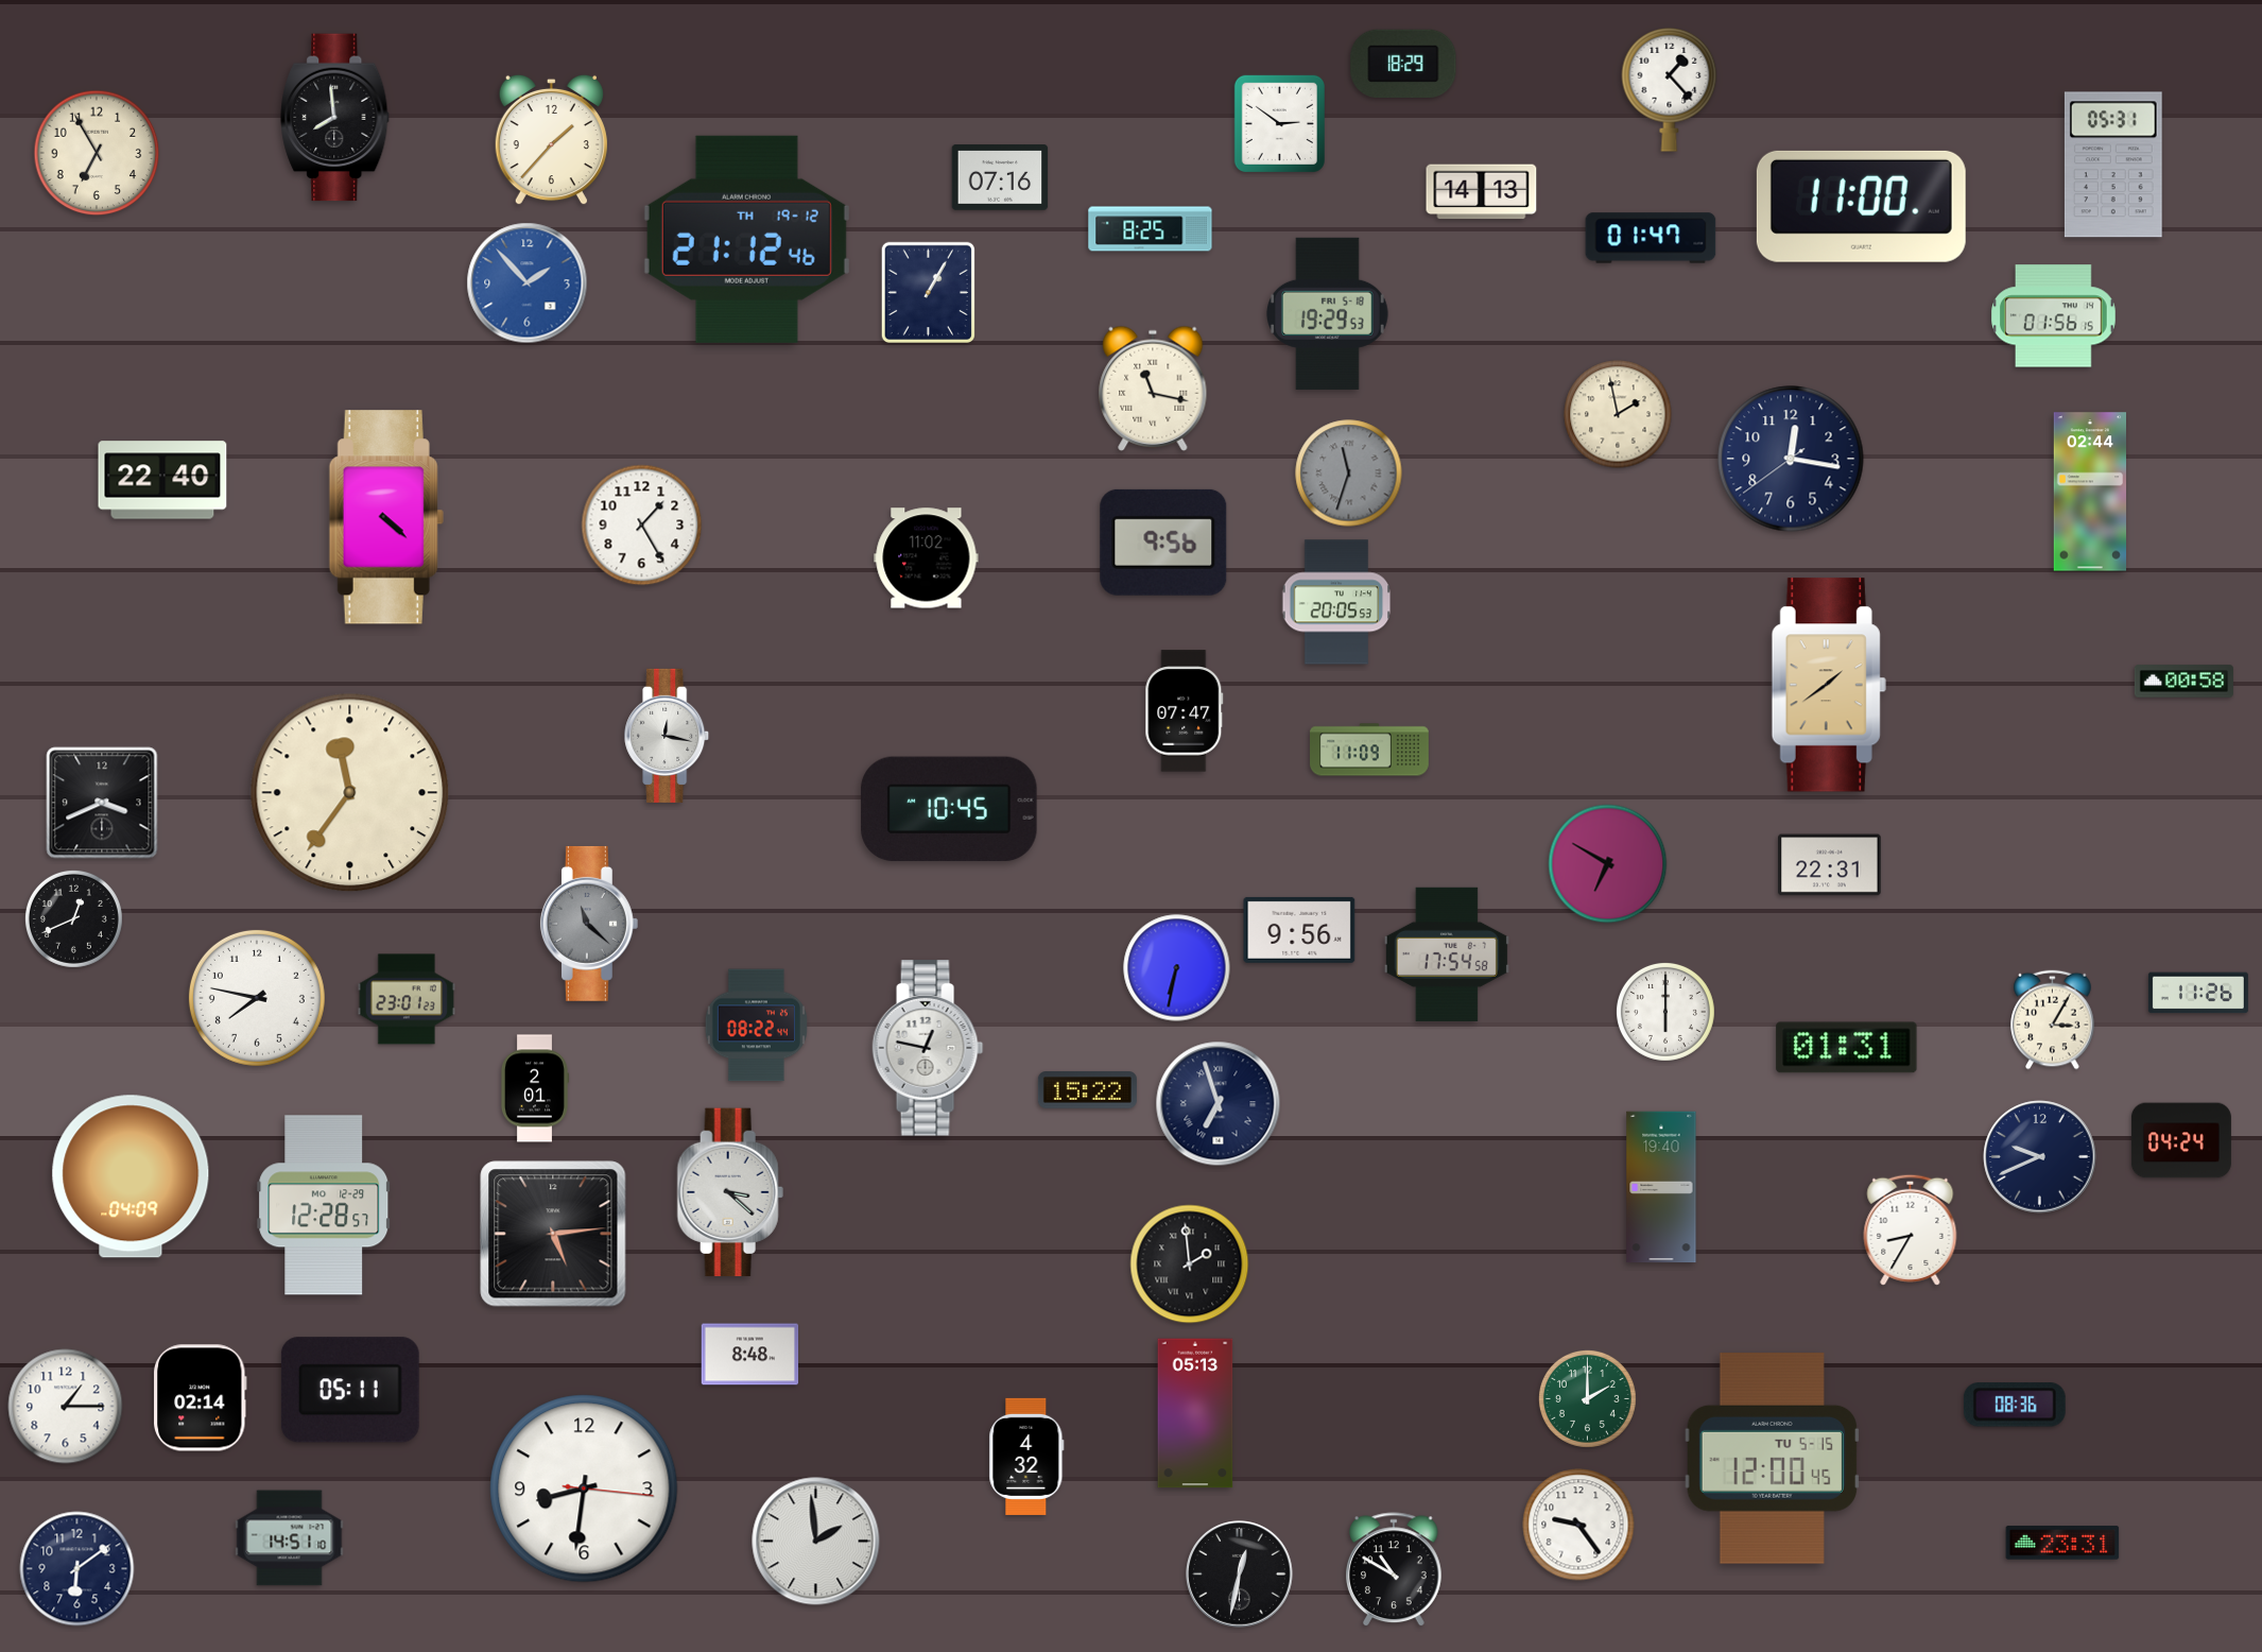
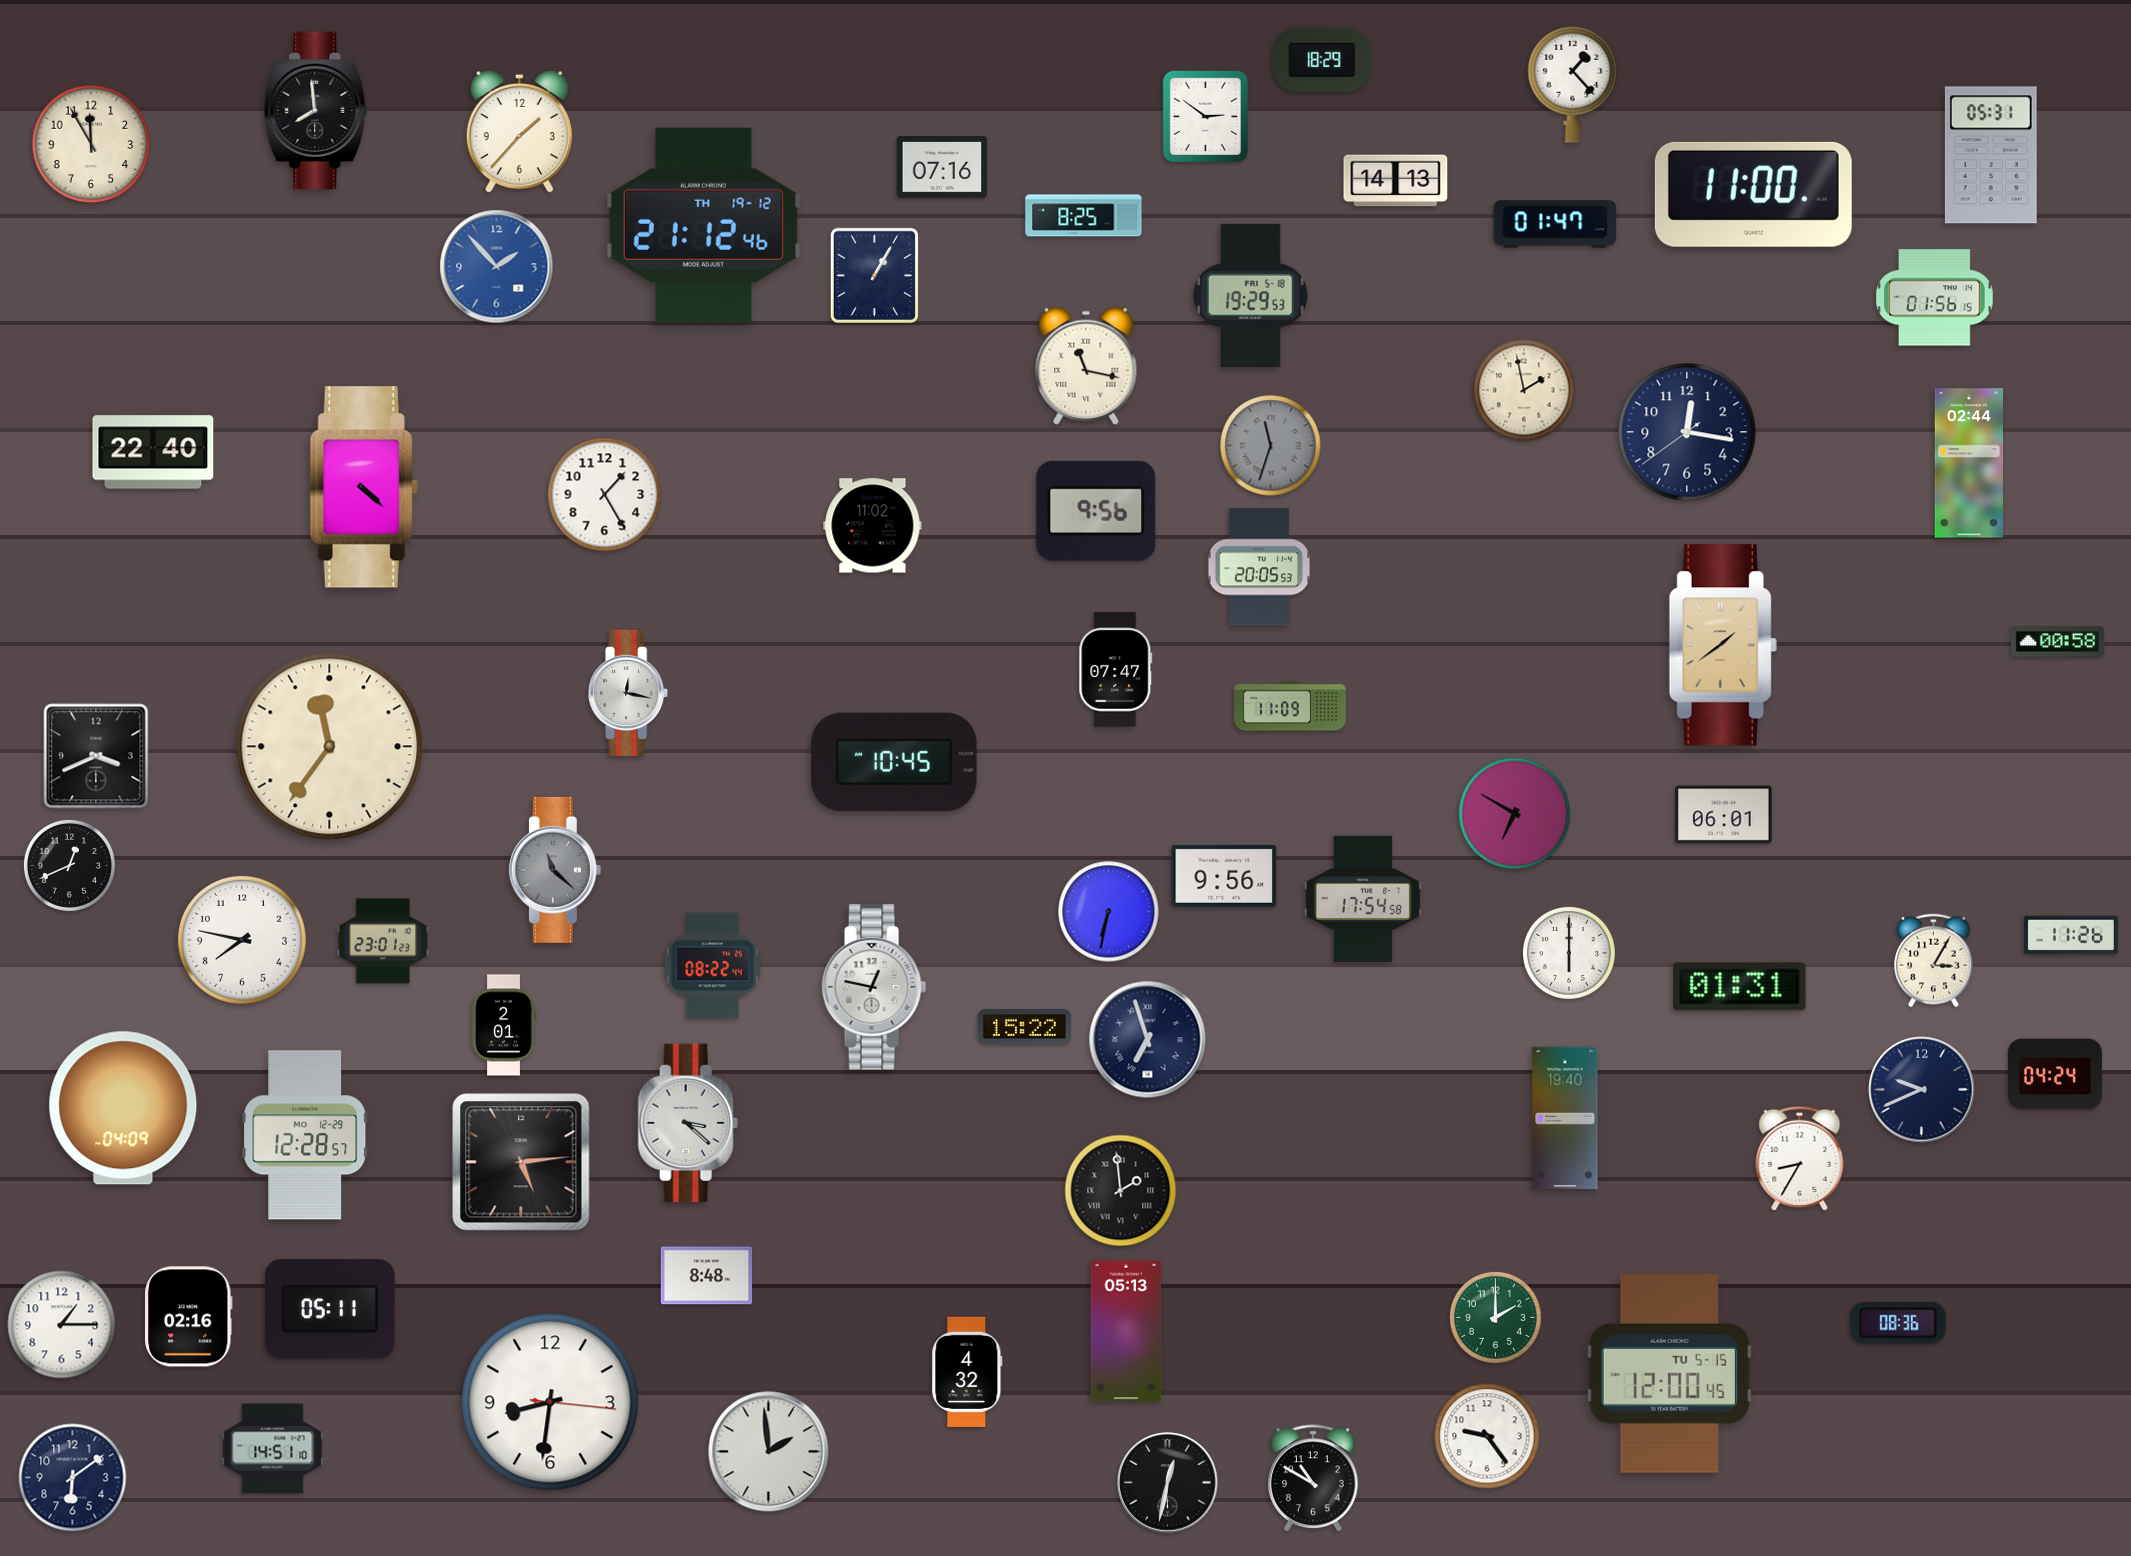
clock at (97, 153): 6:55 -> 11:55
clock at (1830, 865): 22:31 -> 06:01
clock at (200, 1398): 02:14 -> 02:16
clock at (2062, 1543): 23:31 -> none
